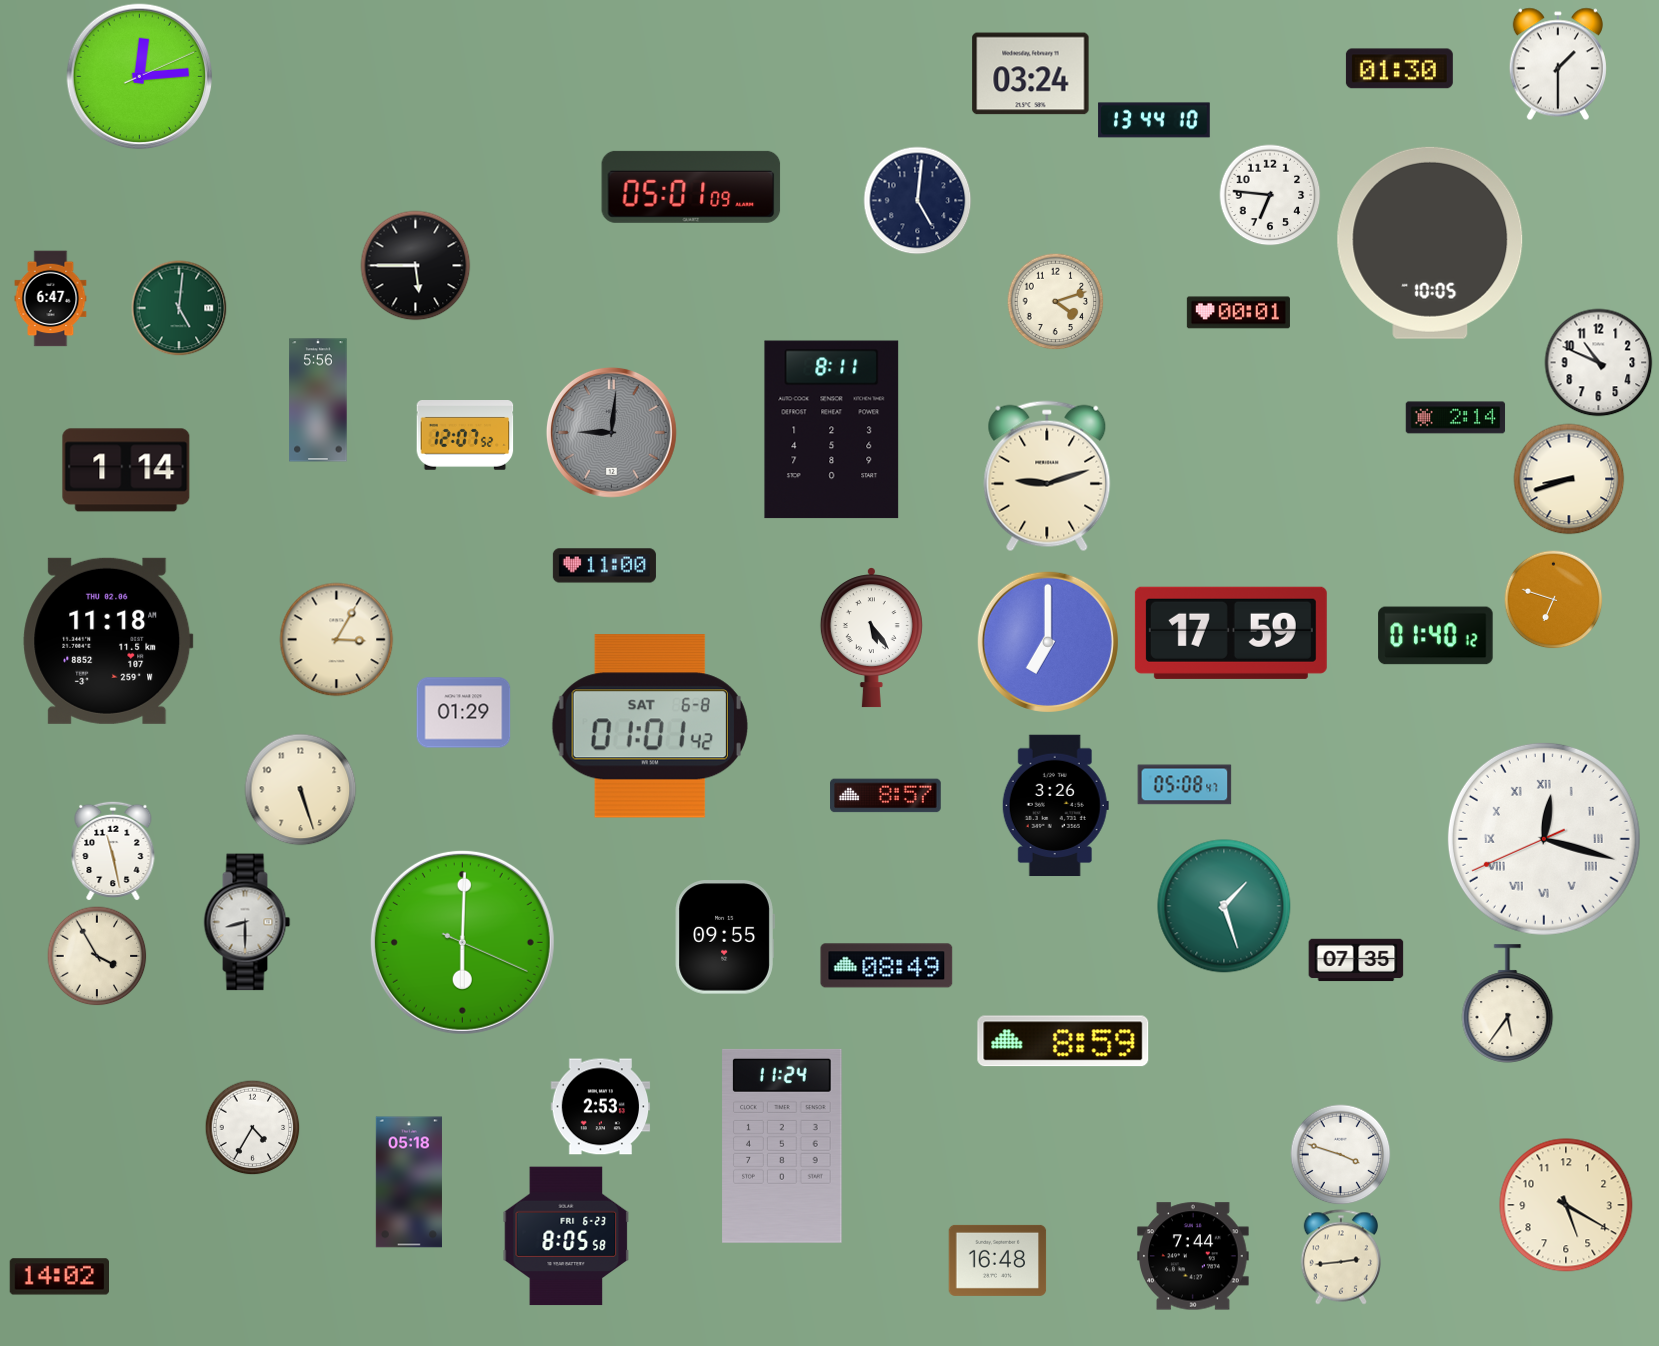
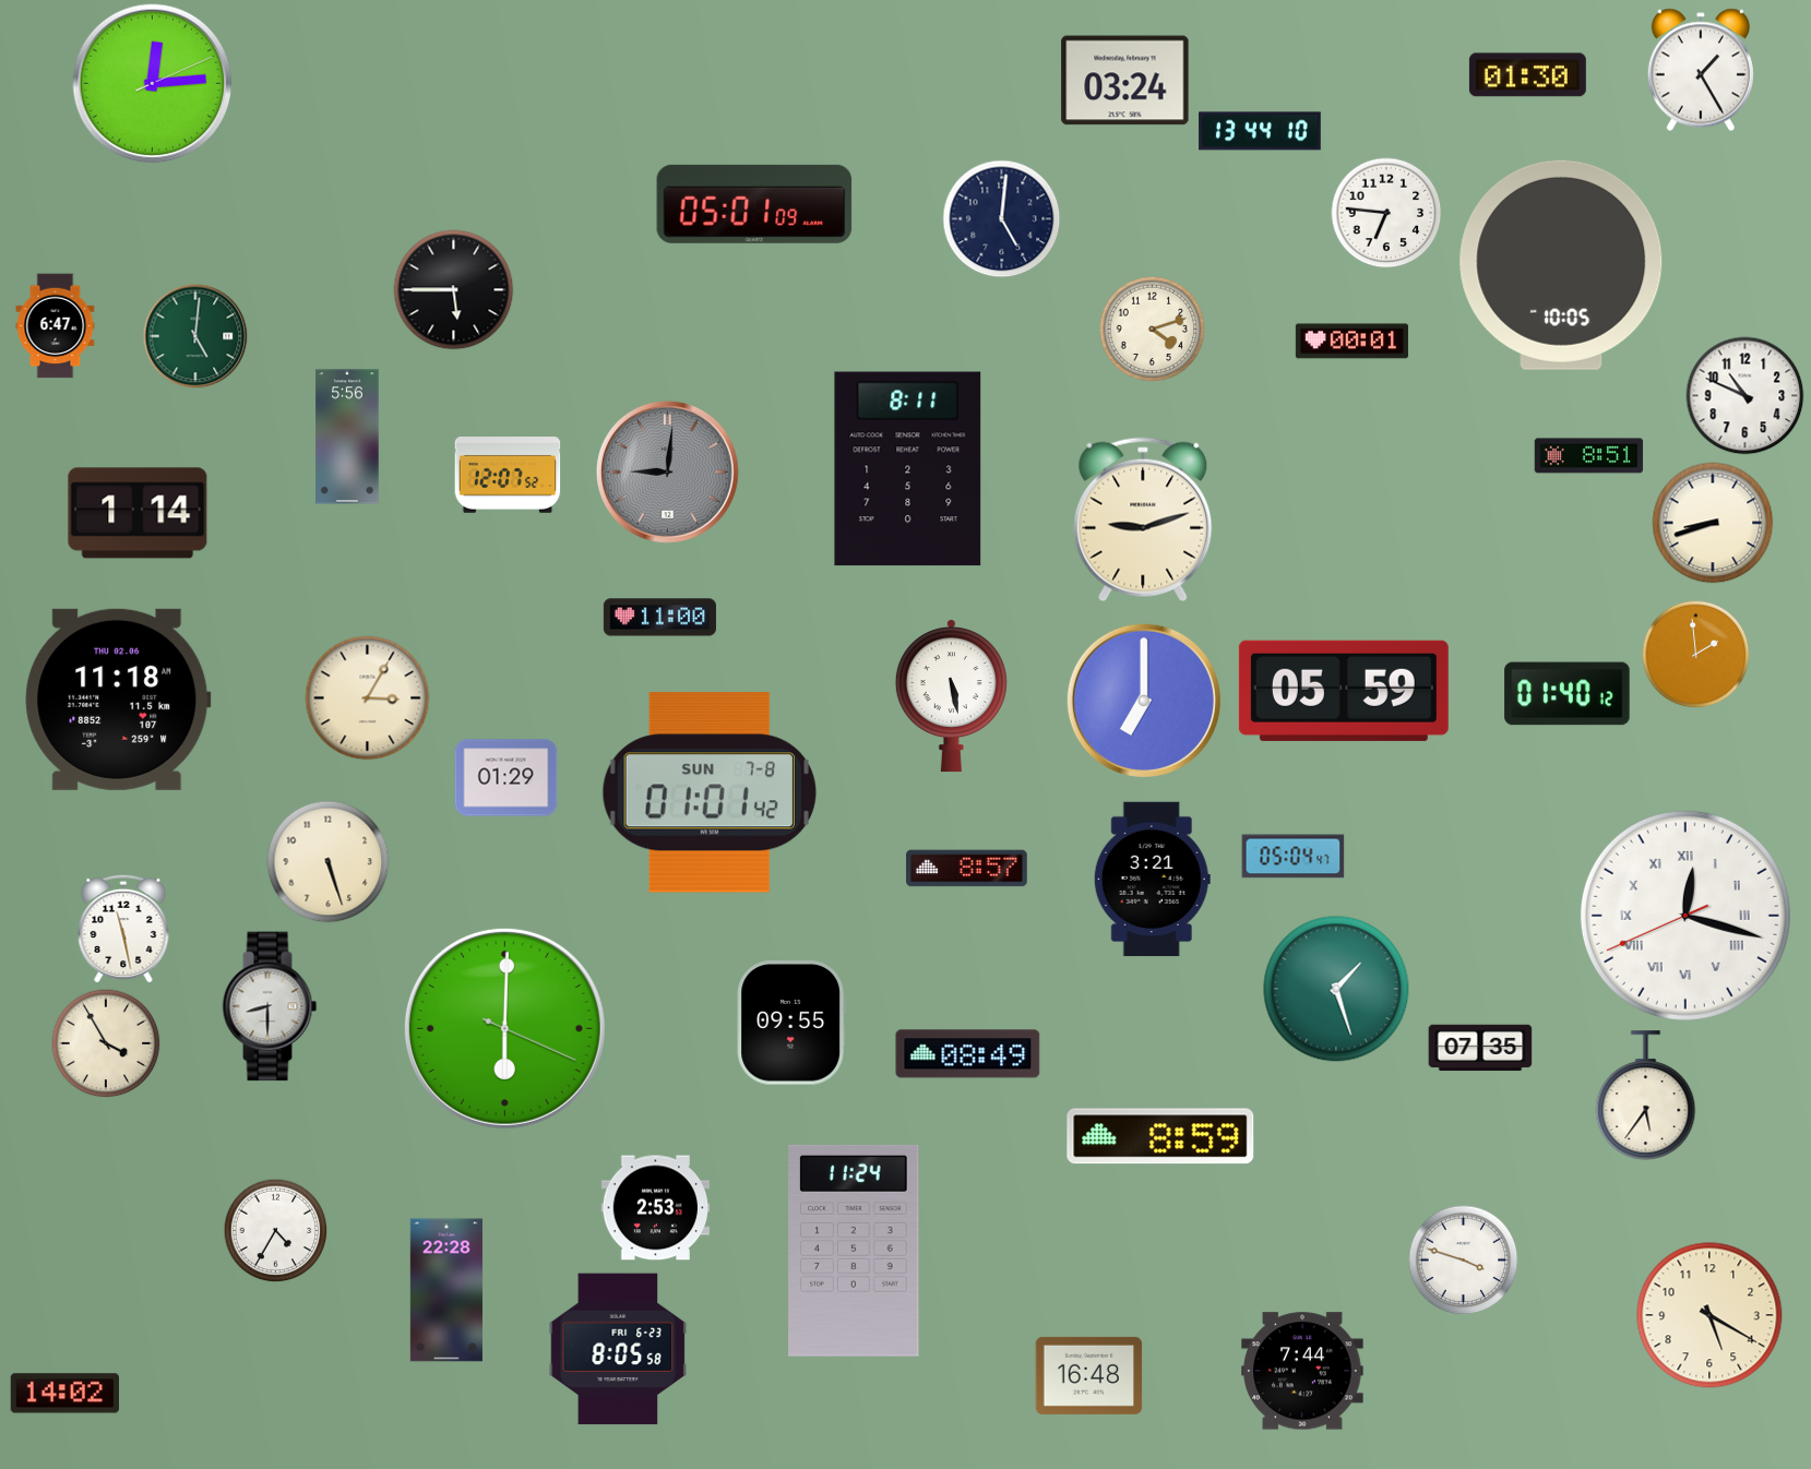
clock at (1558, 64): 1:30 -> 1:25
clock at (1456, 418): 2:14 -> 8:51
clock at (1554, 600): 6:48 -> 1:59
clock at (1231, 633): 17:59 -> 05:59
clock at (871, 638): 5:24 -> 5:28
clock at (650, 726) date: SAT 6-8 -> SUN 7-8
clock at (1185, 785): 05:08 -> 05:04
clock at (1055, 806): 3:26 -> 3:21
clock at (409, 1182): 05:18 -> 22:28
clock at (1340, 1257): 2:44 -> none
